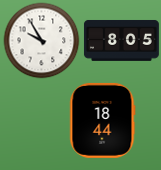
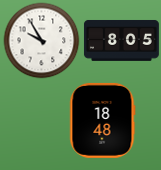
clock at (103, 120): 18:44 -> 18:48
